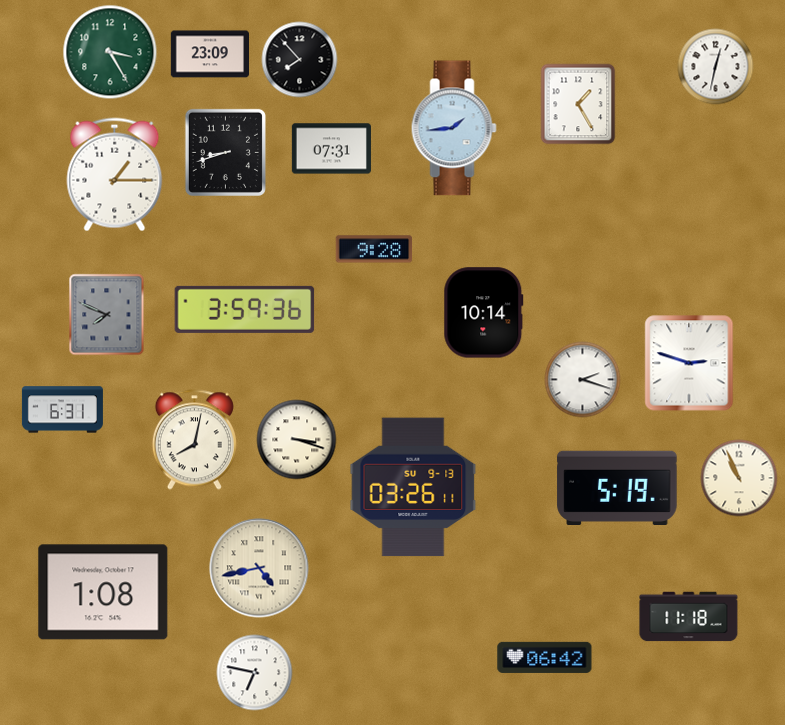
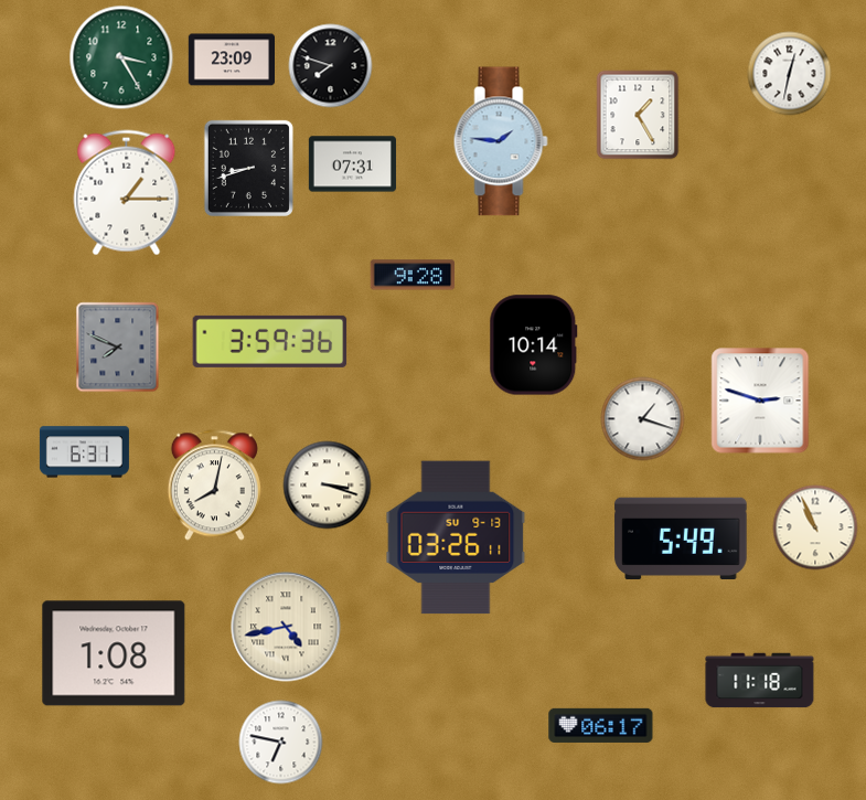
clock at (300, 60): 7:53 -> 7:48
clock at (454, 128): 1:44 -> 1:46
clock at (331, 149) position: (331, 149) -> (352, 164)
clock at (583, 380): 2:18 -> 1:18
clock at (62, 410) position: (62, 410) -> (84, 452)
clock at (617, 487): 5:19 -> 5:49
clock at (545, 657): 06:42 -> 06:17
